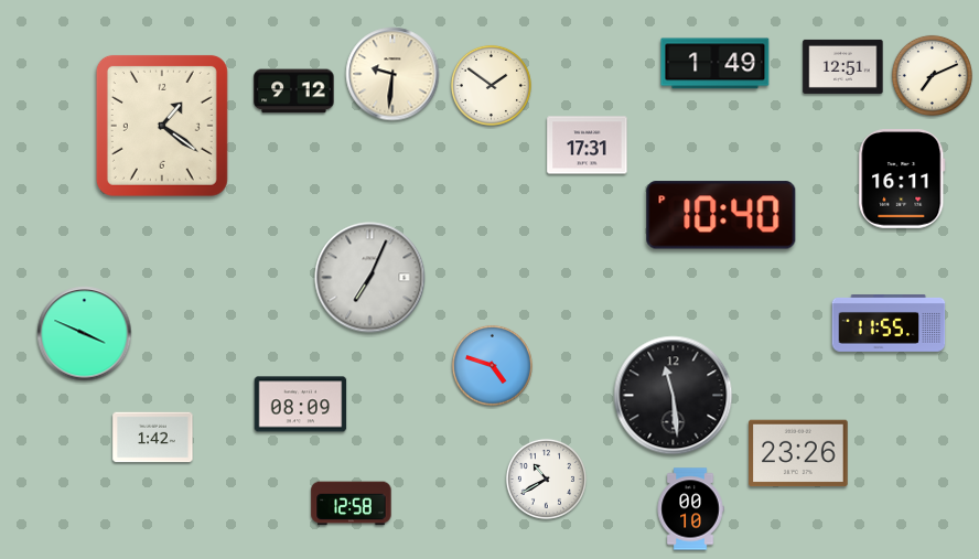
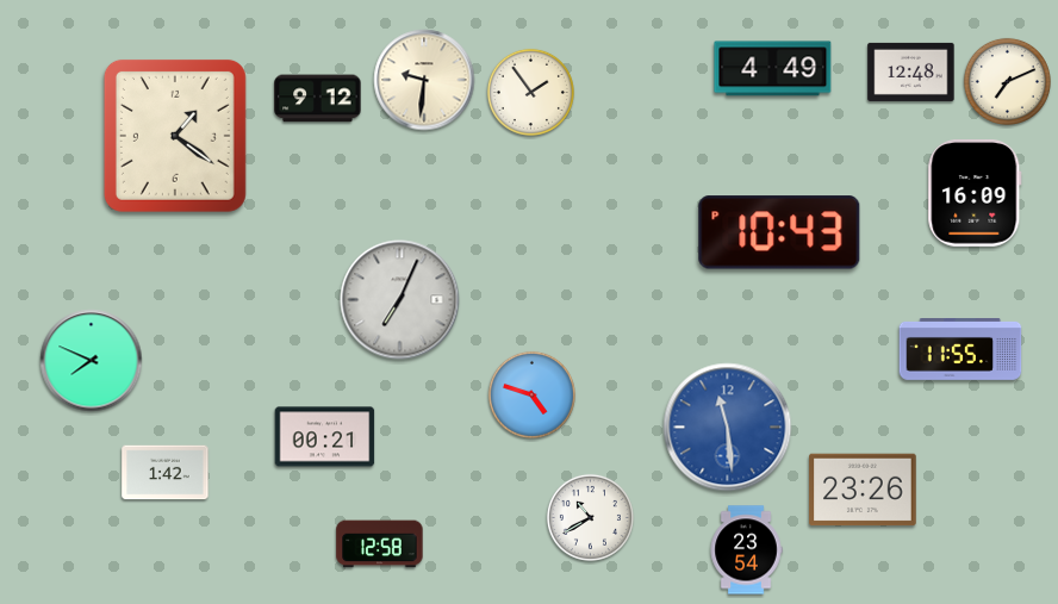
clock at (716, 64): 1:49 -> 4:49
clock at (843, 66): 12:51 -> 12:48
clock at (491, 85): 1:51 -> 1:54
clock at (588, 146): 17:31 -> none
clock at (902, 180): 16:11 -> 16:09
clock at (721, 215): 10:40 -> 10:43
clock at (85, 334): 3:49 -> 7:49
clock at (674, 396) dial: black -> blue
clock at (301, 405): 08:09 -> 00:21
clock at (690, 509): 00:10 -> 23:54
